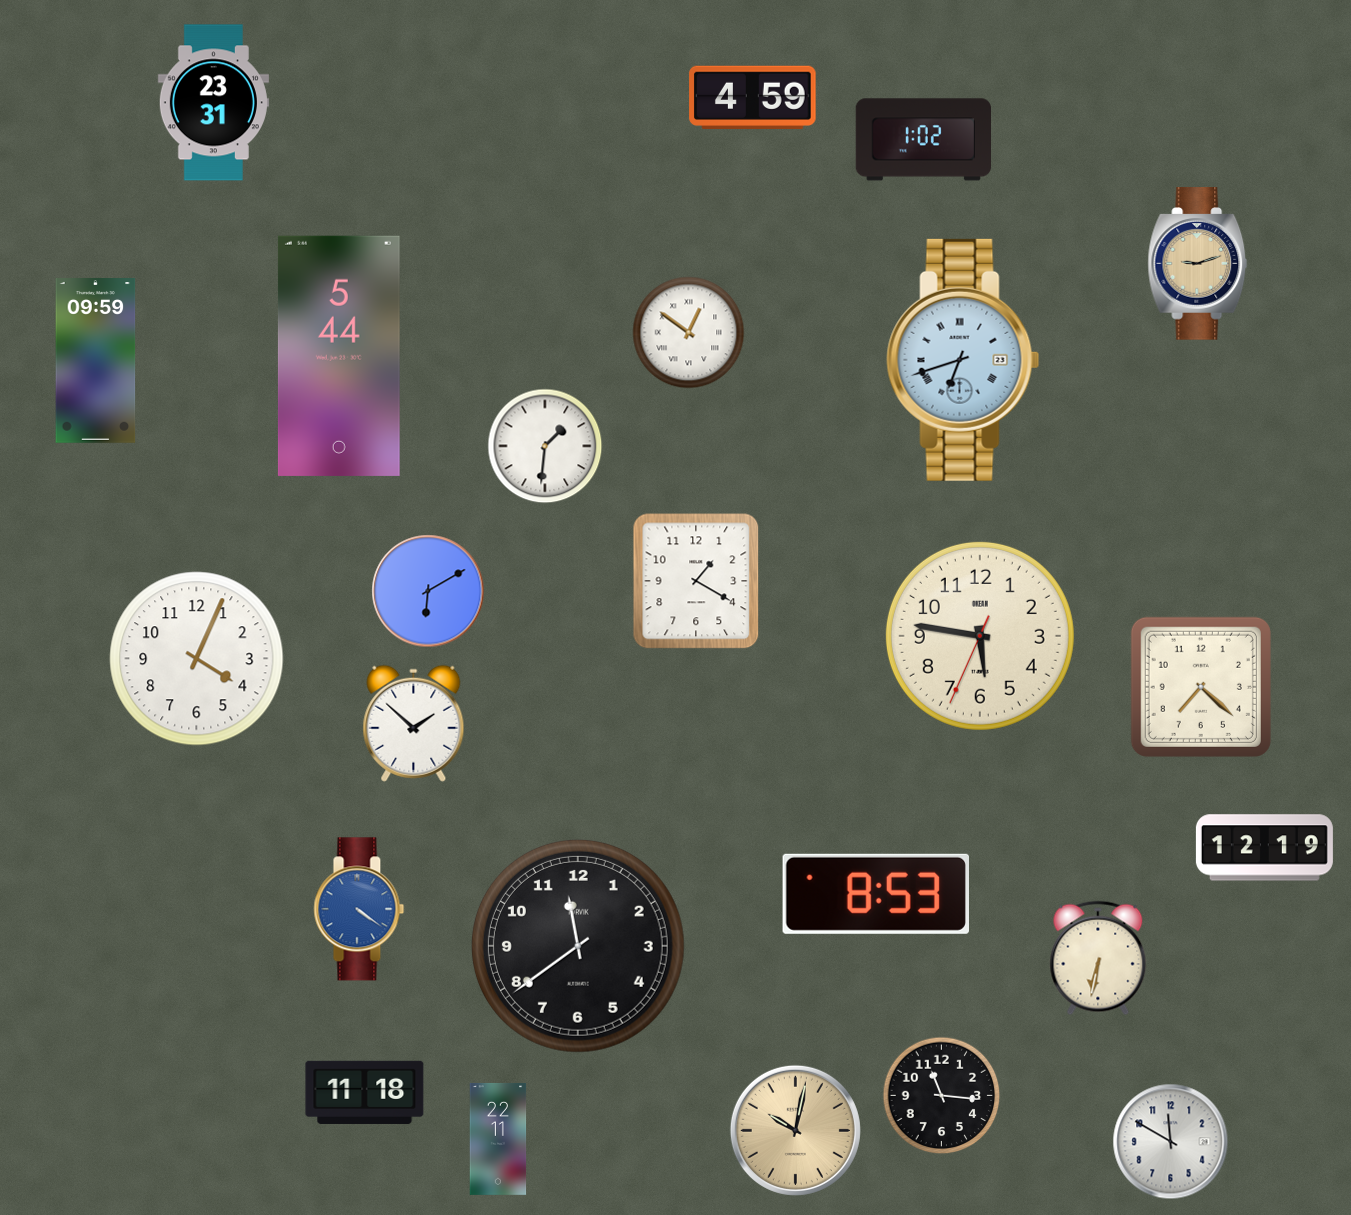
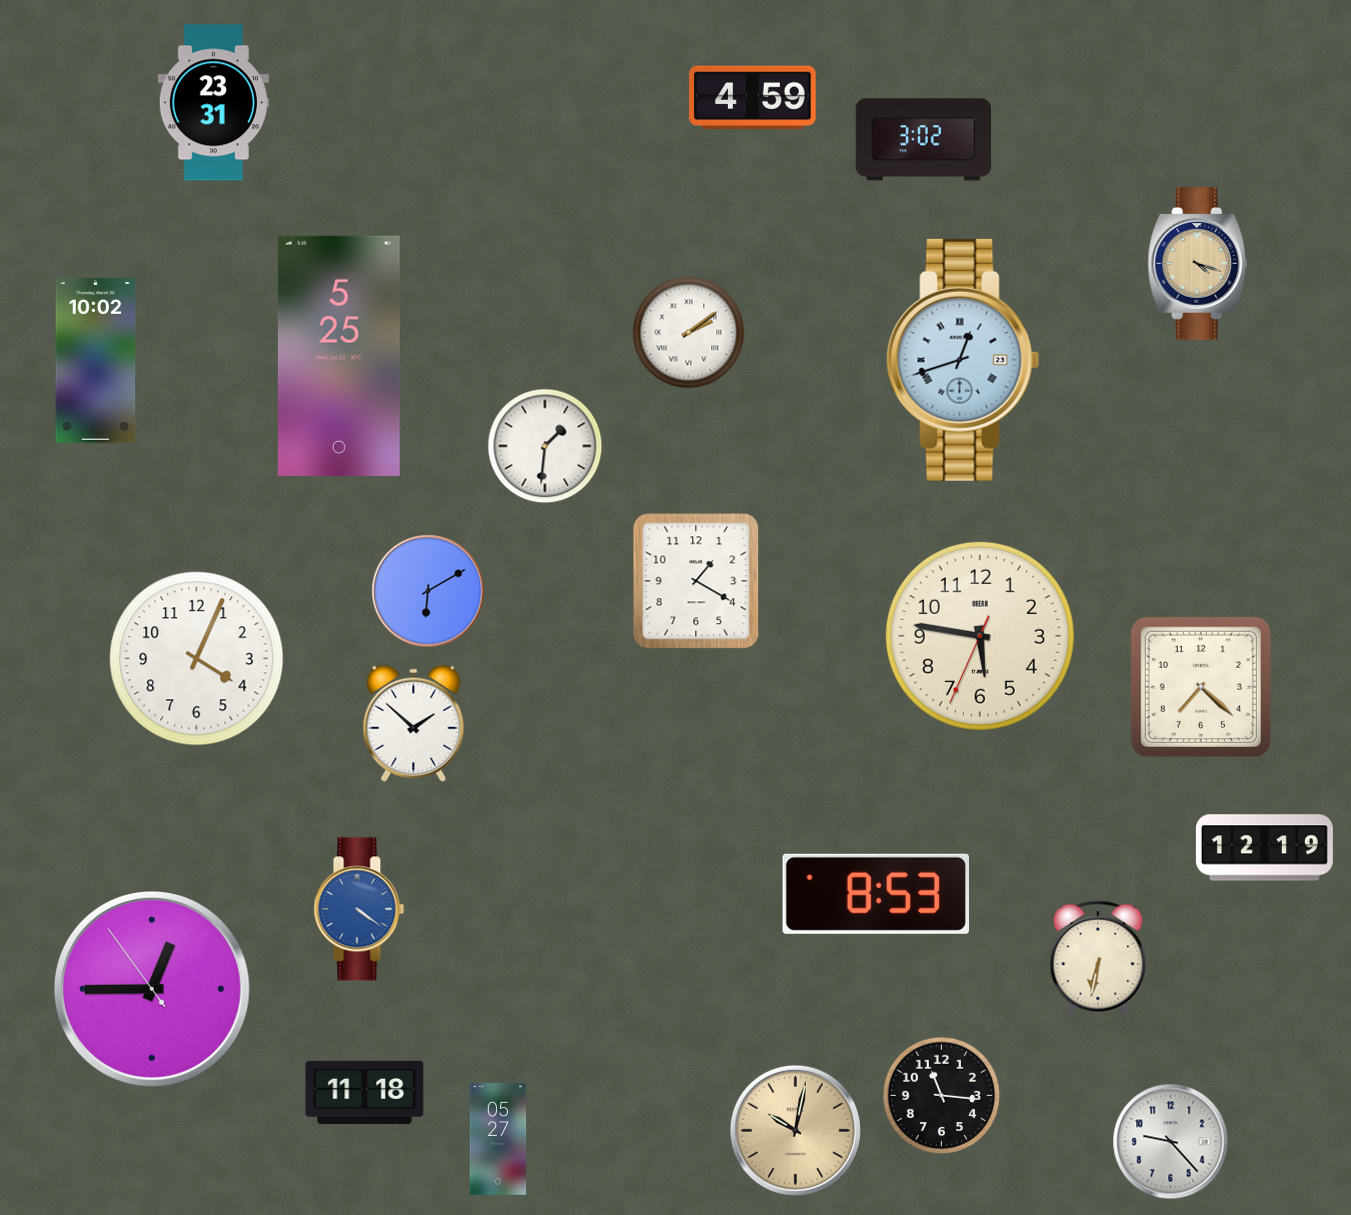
clock at (923, 140): 1:02 -> 3:02
clock at (1198, 264): 9:12 -> 4:18
clock at (689, 333): 12:51 -> 2:09
clock at (339, 356): 5:44 -> 5:25
clock at (963, 360): 6:42 -> 12:42
clock at (96, 361): 09:59 -> 10:02
clock at (578, 946): 11:39 -> none
clock at (152, 989): none -> 12:44
clock at (498, 1139): 22:11 -> 05:27
clock at (1171, 1142): 11:50 -> 9:23
